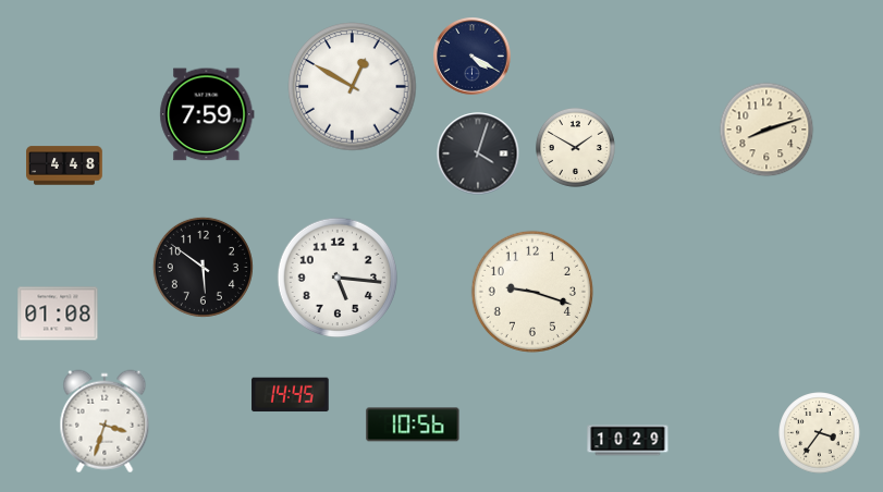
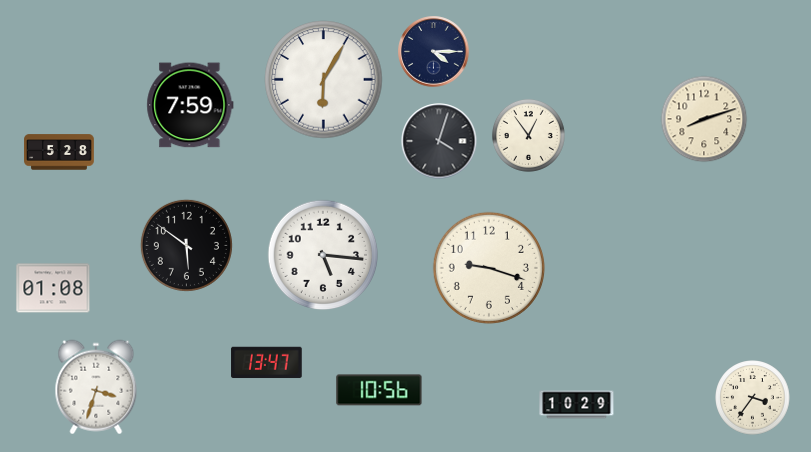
clock at (473, 57): 4:20 -> 4:15
clock at (353, 87): 12:50 -> 6:05
clock at (575, 147): 1:50 -> 12:54
clock at (64, 165): 4:48 -> 5:28
clock at (338, 278) position: (338, 278) -> (323, 255)
clock at (291, 395): 14:45 -> 13:47
